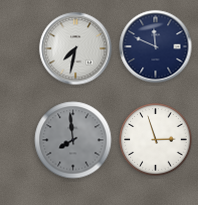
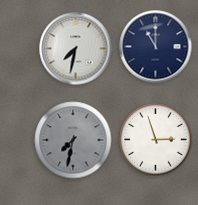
clock at (156, 47): 11:49 -> 11:00
clock at (73, 140): 7:59 -> 7:32
